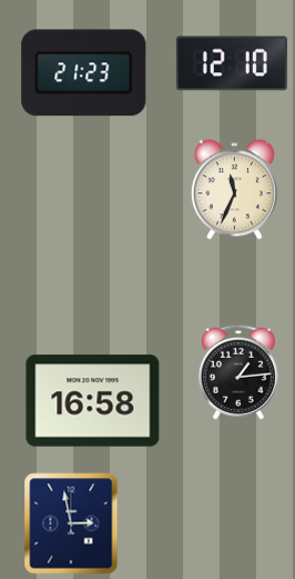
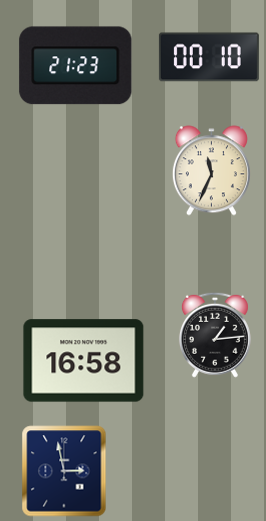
clock at (232, 63): 12:10 -> 00:10
